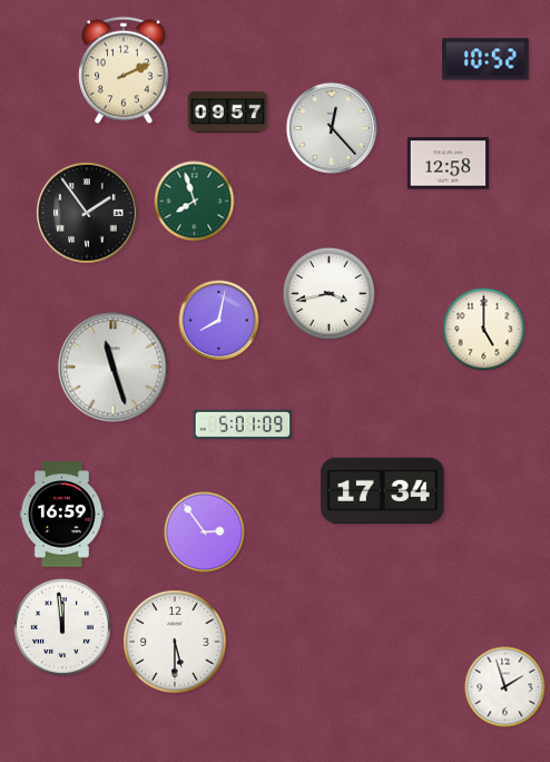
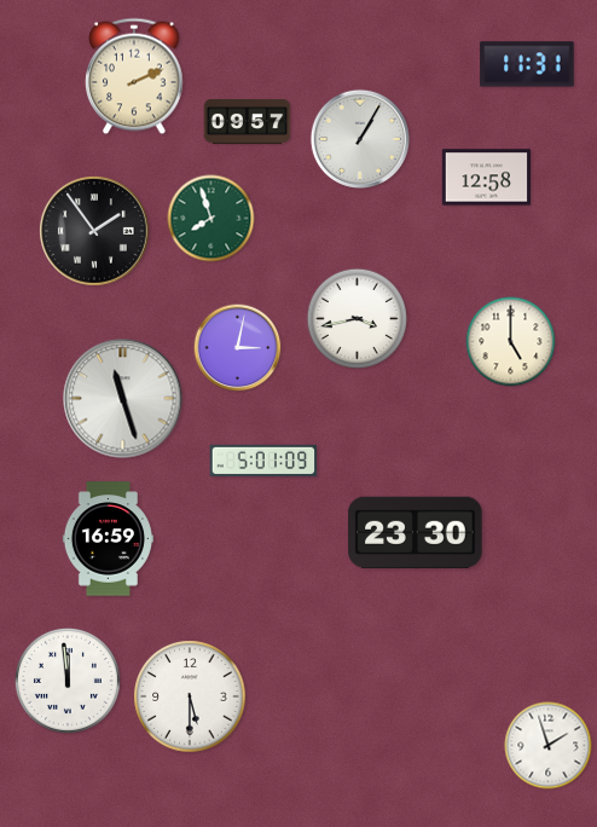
clock at (485, 59): 10:52 -> 11:31
clock at (332, 128): 12:23 -> 1:05
clock at (219, 321): 8:02 -> 3:02
clock at (484, 330) position: (484, 330) -> (511, 342)
clock at (383, 490): 17:34 -> 23:30
clock at (61, 515) position: (61, 515) -> (108, 539)
clock at (205, 533): 2:54 -> none
